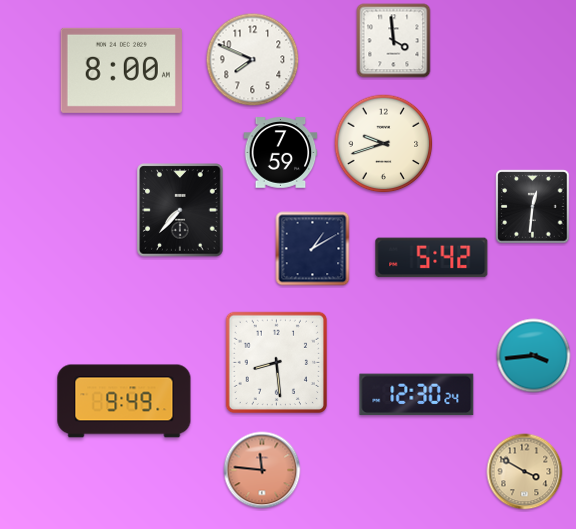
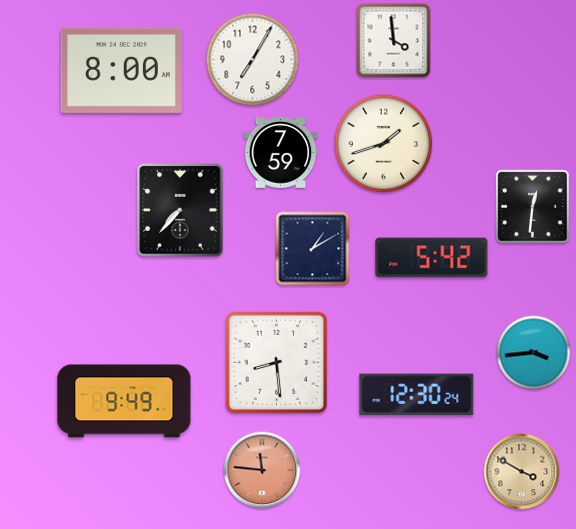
clock at (253, 60): 7:49 -> 7:05
clock at (384, 144): 9:42 -> 1:42
clock at (534, 356) position: (534, 356) -> (534, 353)
clock at (525, 472) position: (525, 472) -> (522, 472)
